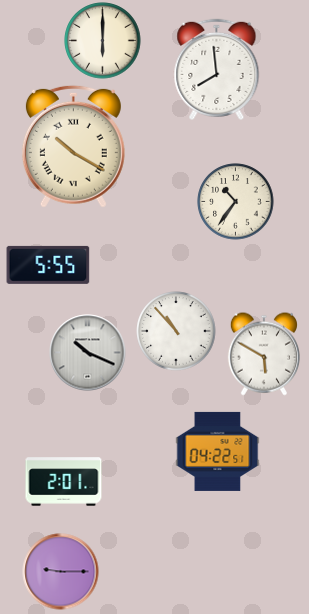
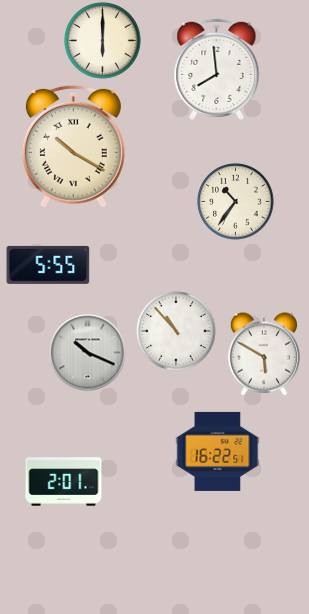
clock at (218, 451): 04:22 -> 16:22
clock at (61, 572): 9:15 -> none
